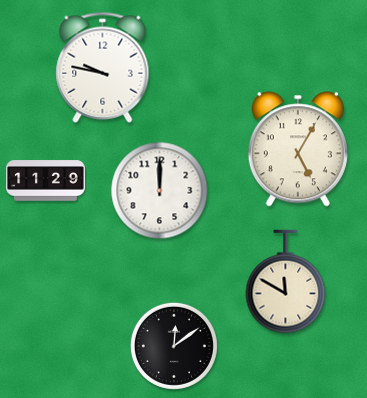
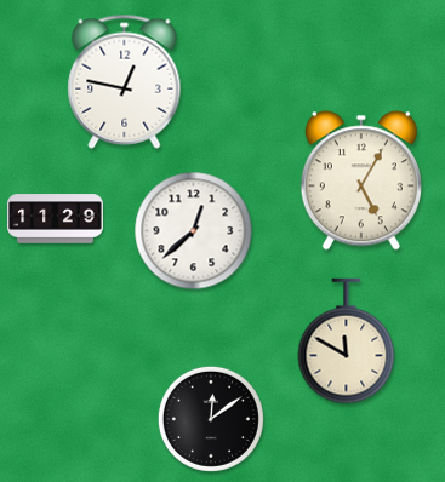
clock at (103, 67): 9:47 -> 12:47
clock at (160, 191): 12:00 -> 12:38
